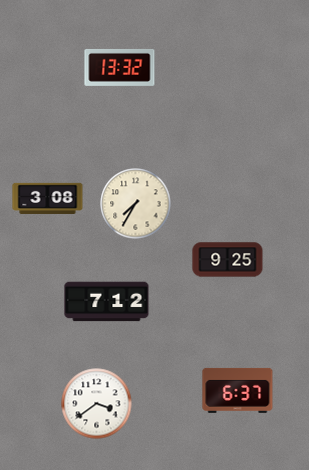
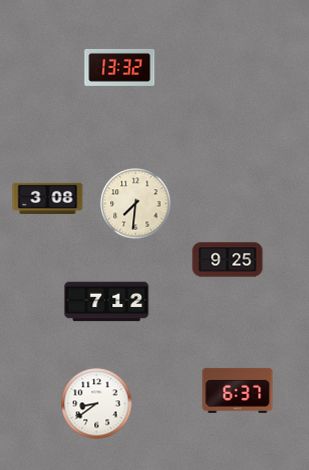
clock at (136, 204): 7:35 -> 7:31
clock at (97, 404): 3:39 -> 8:39
